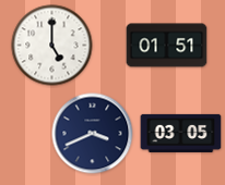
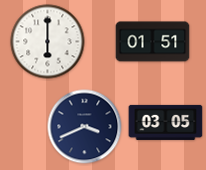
clock at (52, 46): 5:00 -> 6:00
clock at (93, 134) position: (93, 134) -> (85, 127)
